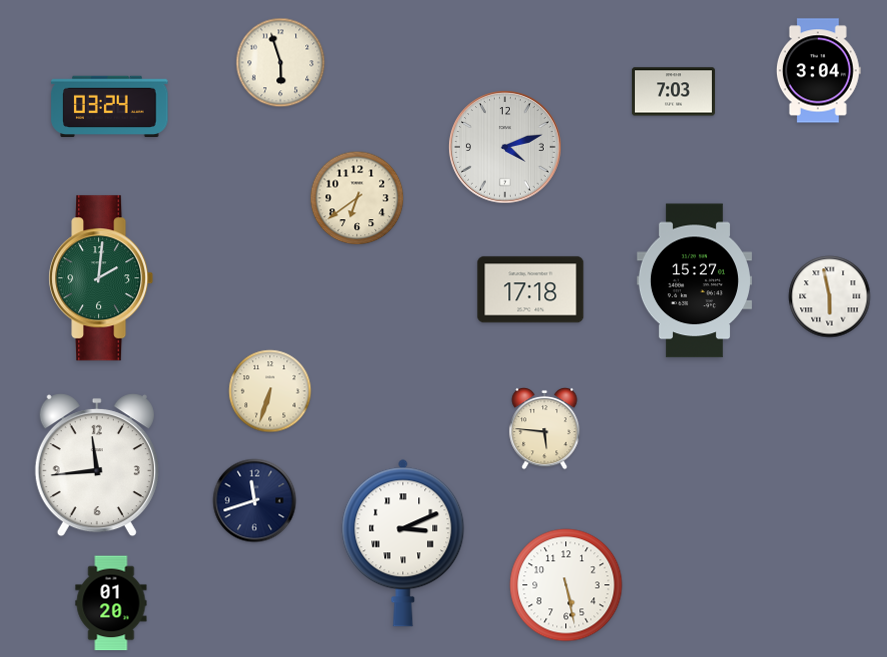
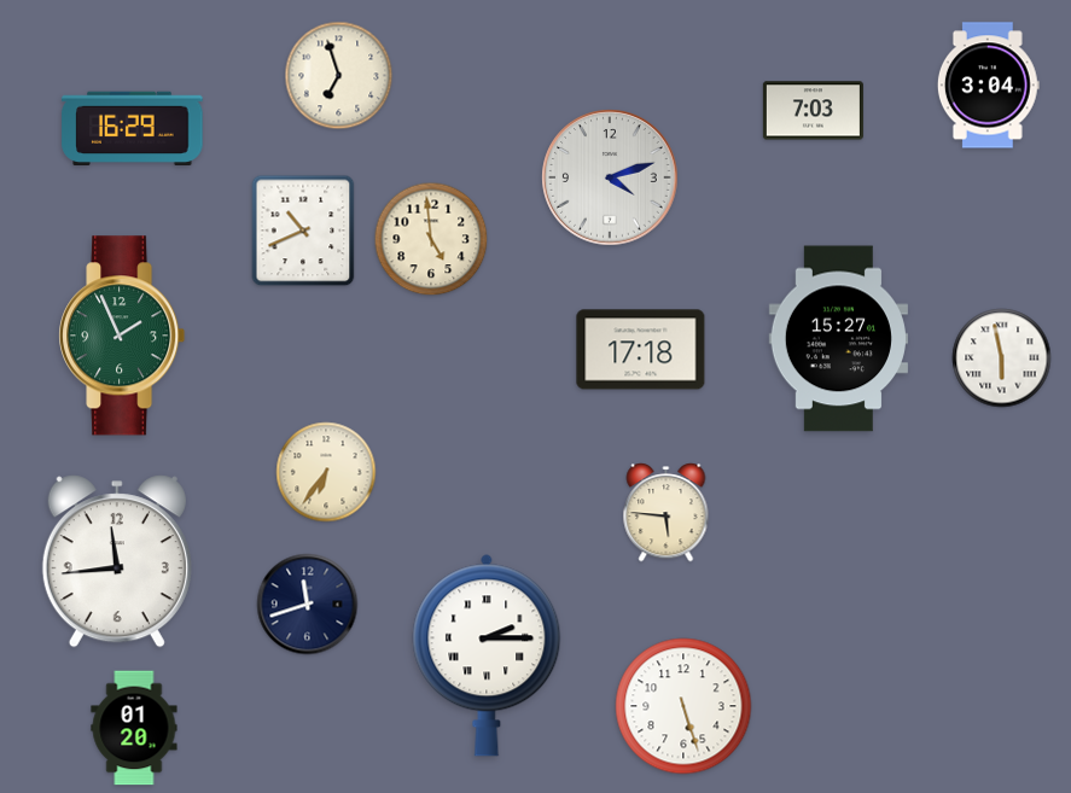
clock at (281, 63): 5:57 -> 6:57
clock at (110, 106): 03:24 -> 16:29
clock at (303, 231): none -> 10:41
clock at (357, 198): 6:39 -> 4:59
clock at (101, 278): 2:01 -> 1:56
clock at (270, 391): 6:33 -> 6:36
clock at (545, 429) position: (545, 429) -> (667, 513)
clock at (403, 543): 3:11 -> 2:15
clock at (566, 585): 5:28 -> 5:27
